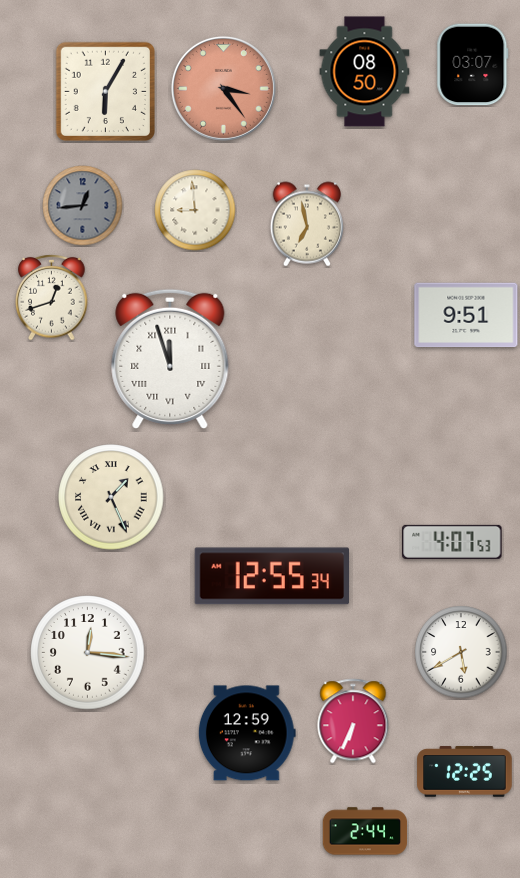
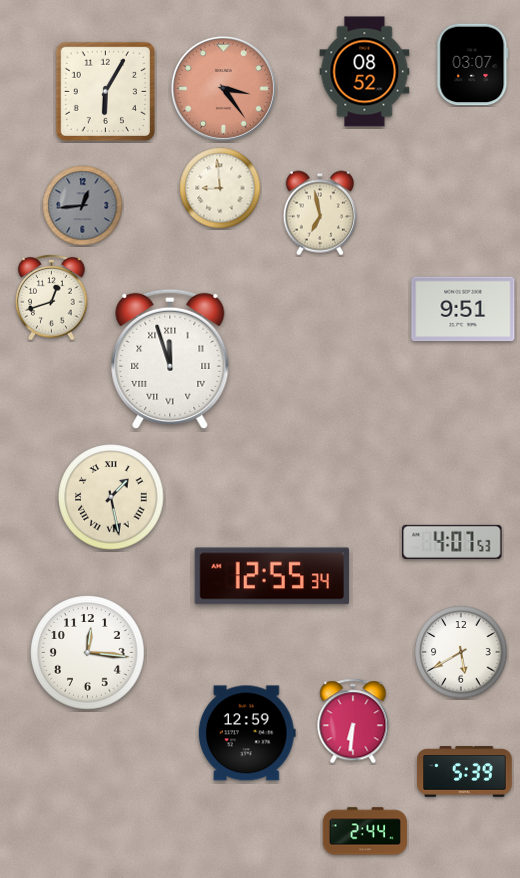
clock at (365, 72): 08:50 -> 08:52
clock at (195, 210) position: (195, 210) -> (220, 188)
clock at (306, 224) position: (306, 224) -> (319, 213)
clock at (466, 315) position: (466, 315) -> (463, 309)
clock at (111, 497): 1:26 -> 1:28
clock at (353, 721): 6:34 -> 6:31
clock at (465, 772): 12:25 -> 5:39
